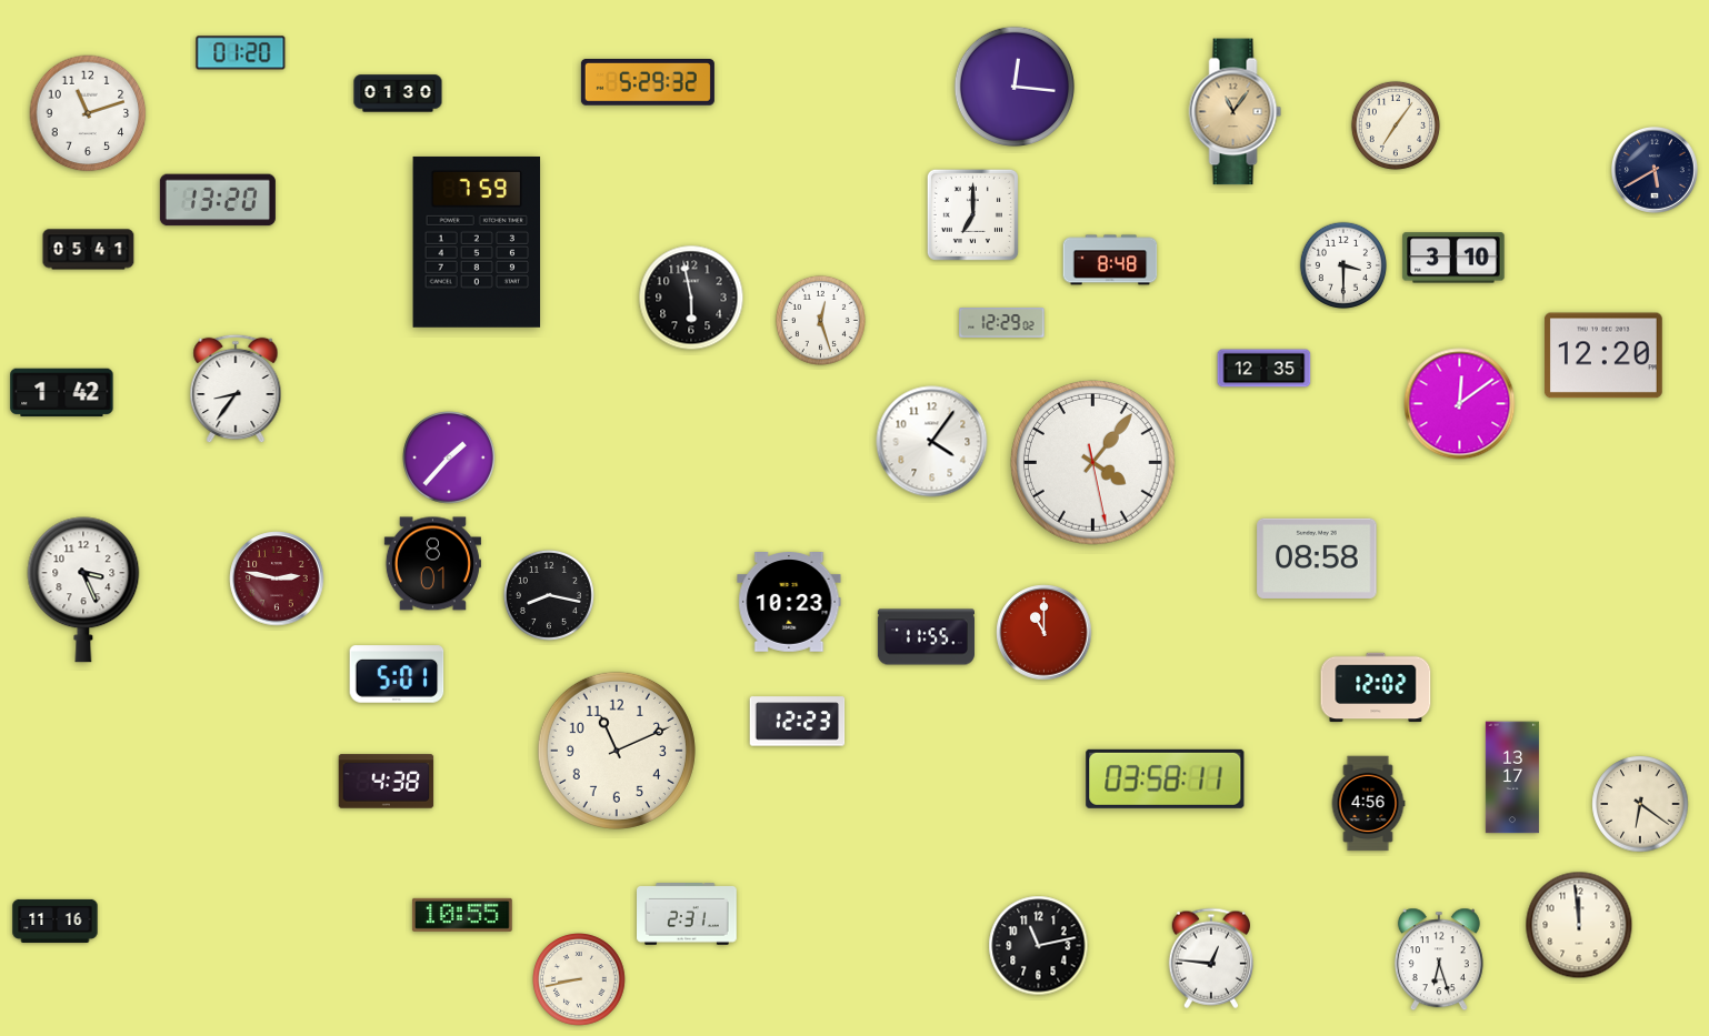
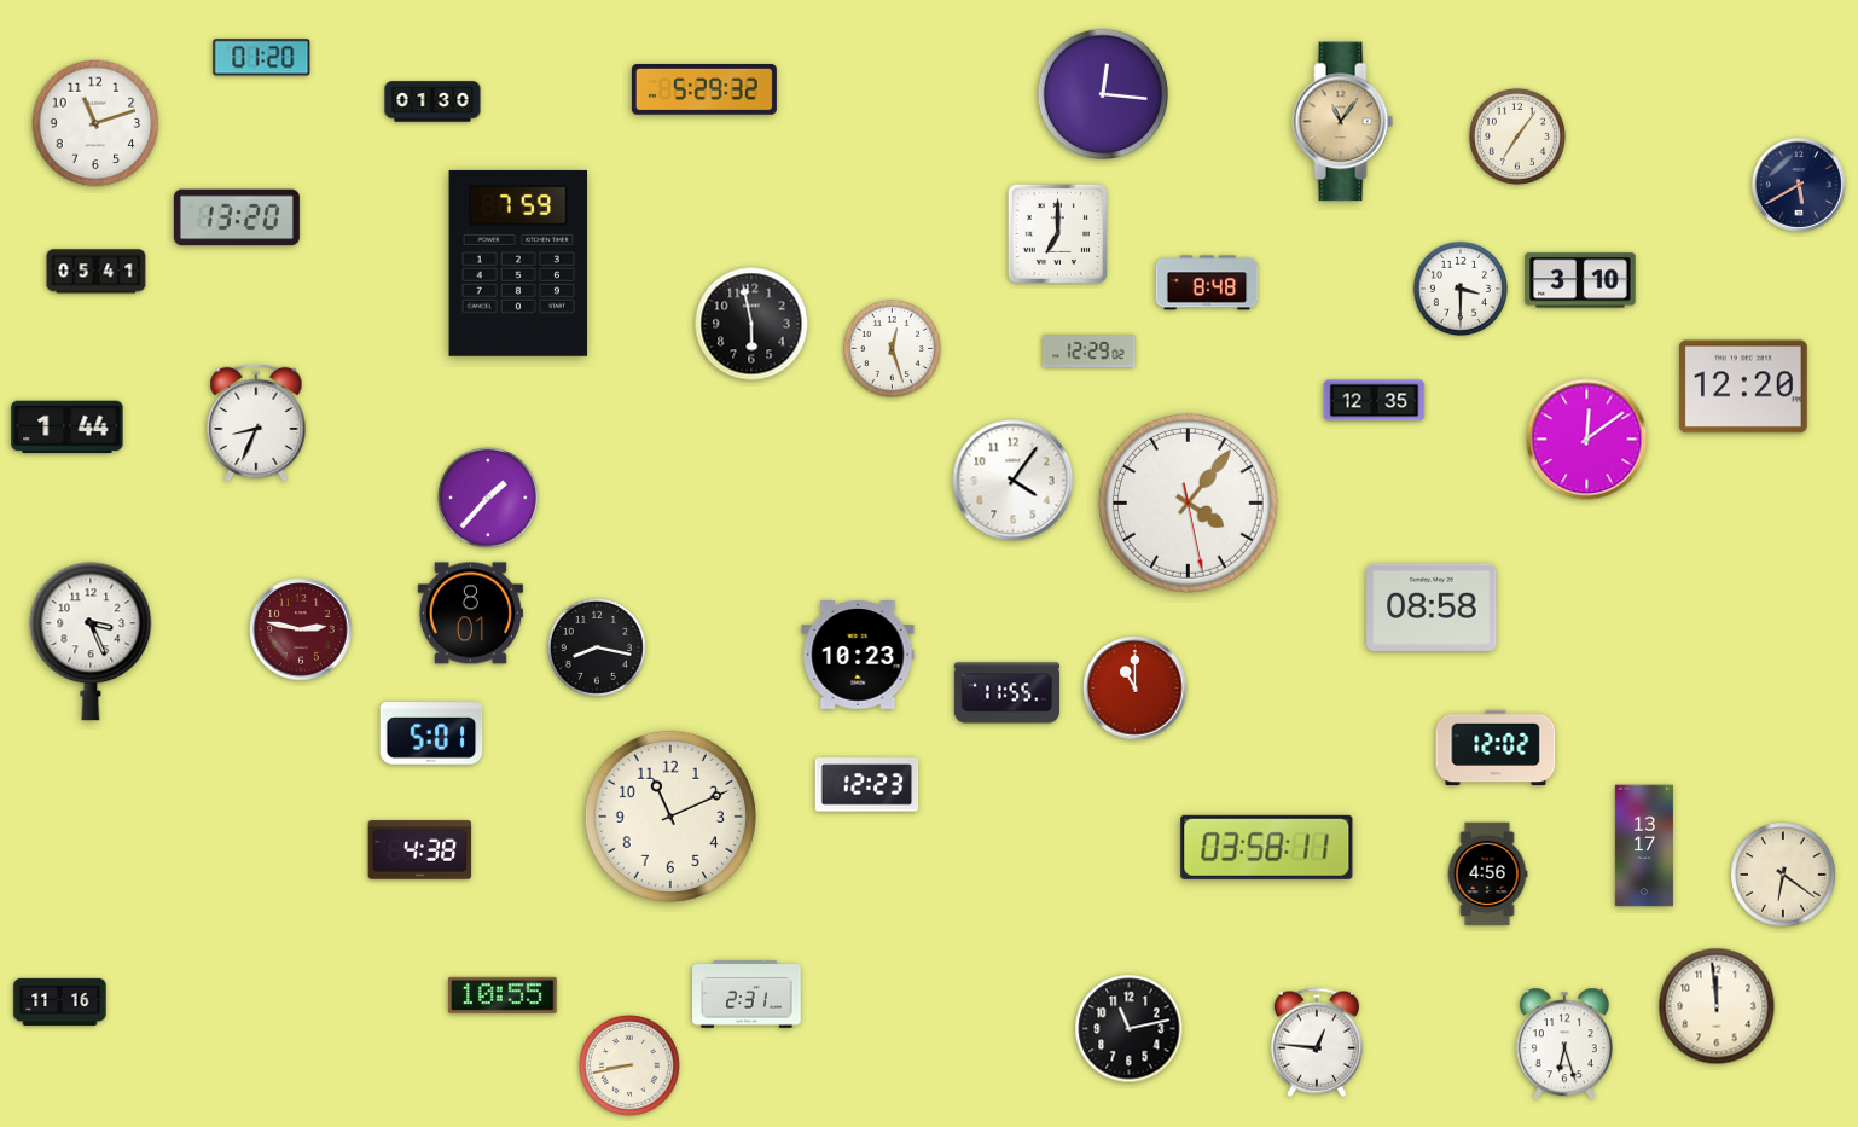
clock at (236, 389): 8:36 -> 8:34
clock at (62, 393): 1:42 -> 1:44
